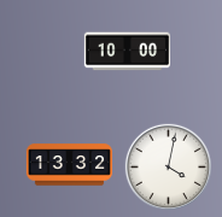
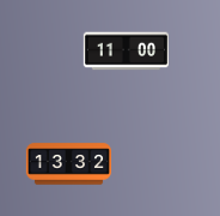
clock at (127, 52): 10:00 -> 11:00
clock at (168, 166): 4:02 -> none
